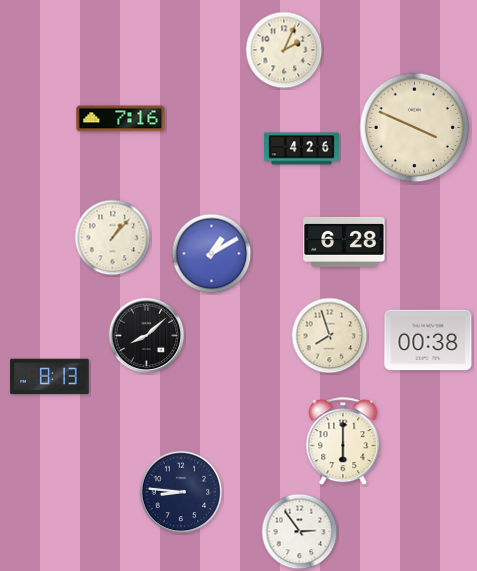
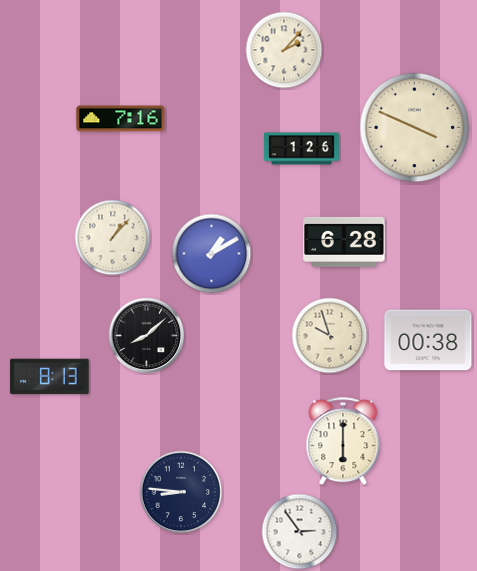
clock at (284, 50): 2:04 -> 2:07
clock at (301, 149): 4:26 -> 1:26
clock at (330, 336): 7:57 -> 9:57
